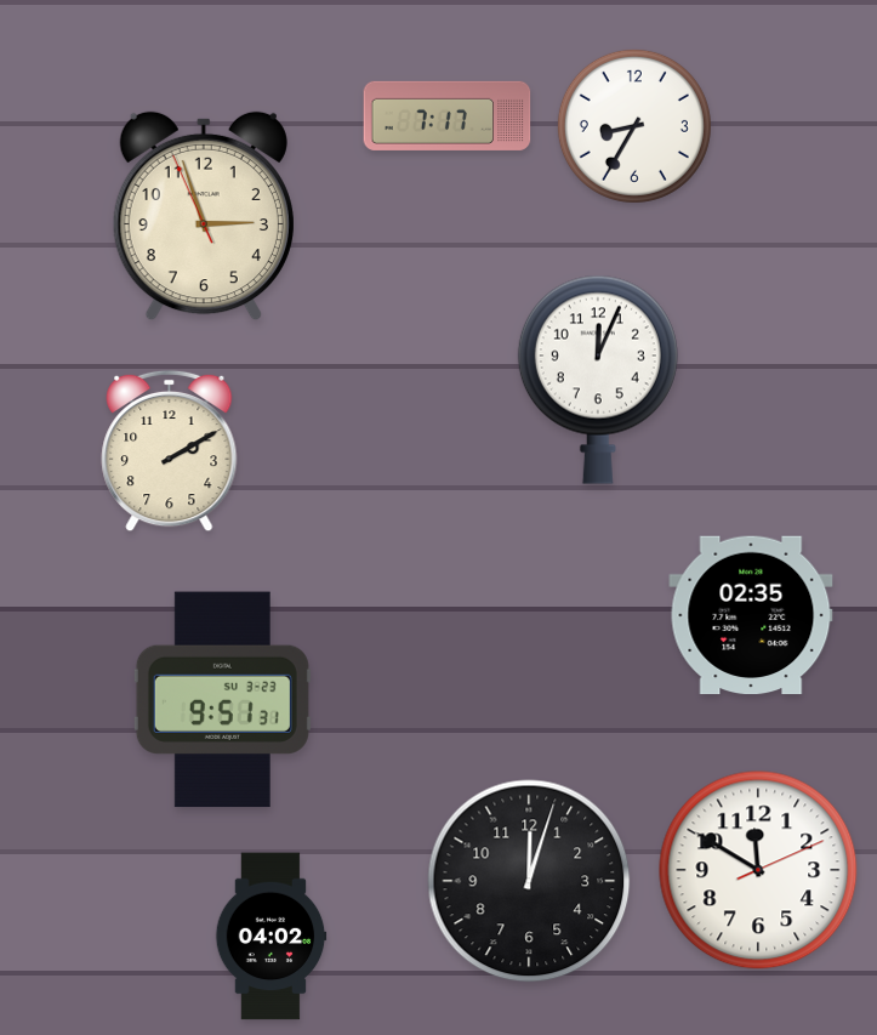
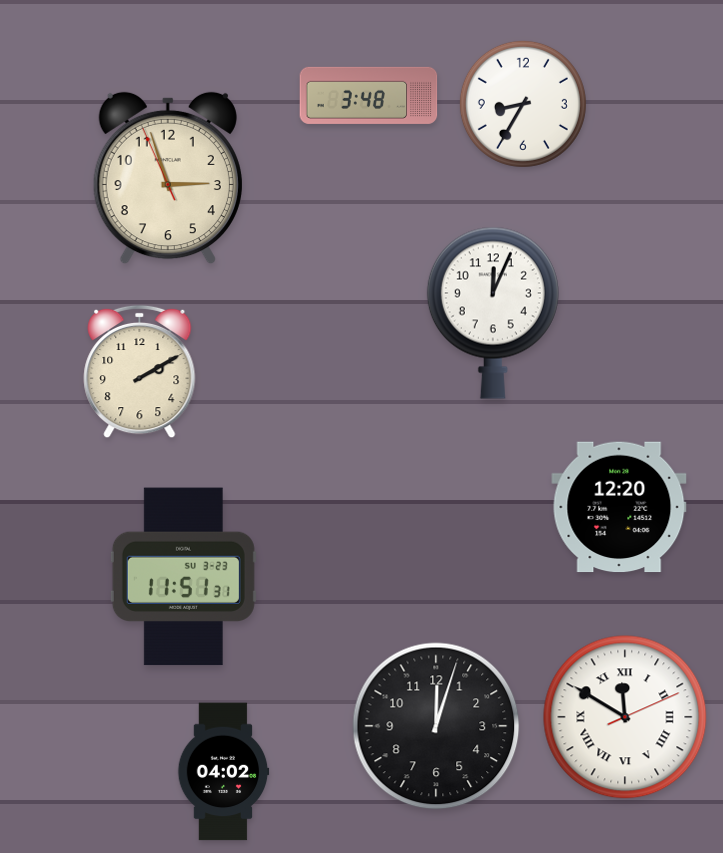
clock at (448, 115): 7:17 -> 3:48
clock at (751, 615): 02:35 -> 12:20
clock at (222, 700): 9:51 -> 11:51
clock at (758, 870) numerals: Arabic -> Roman
